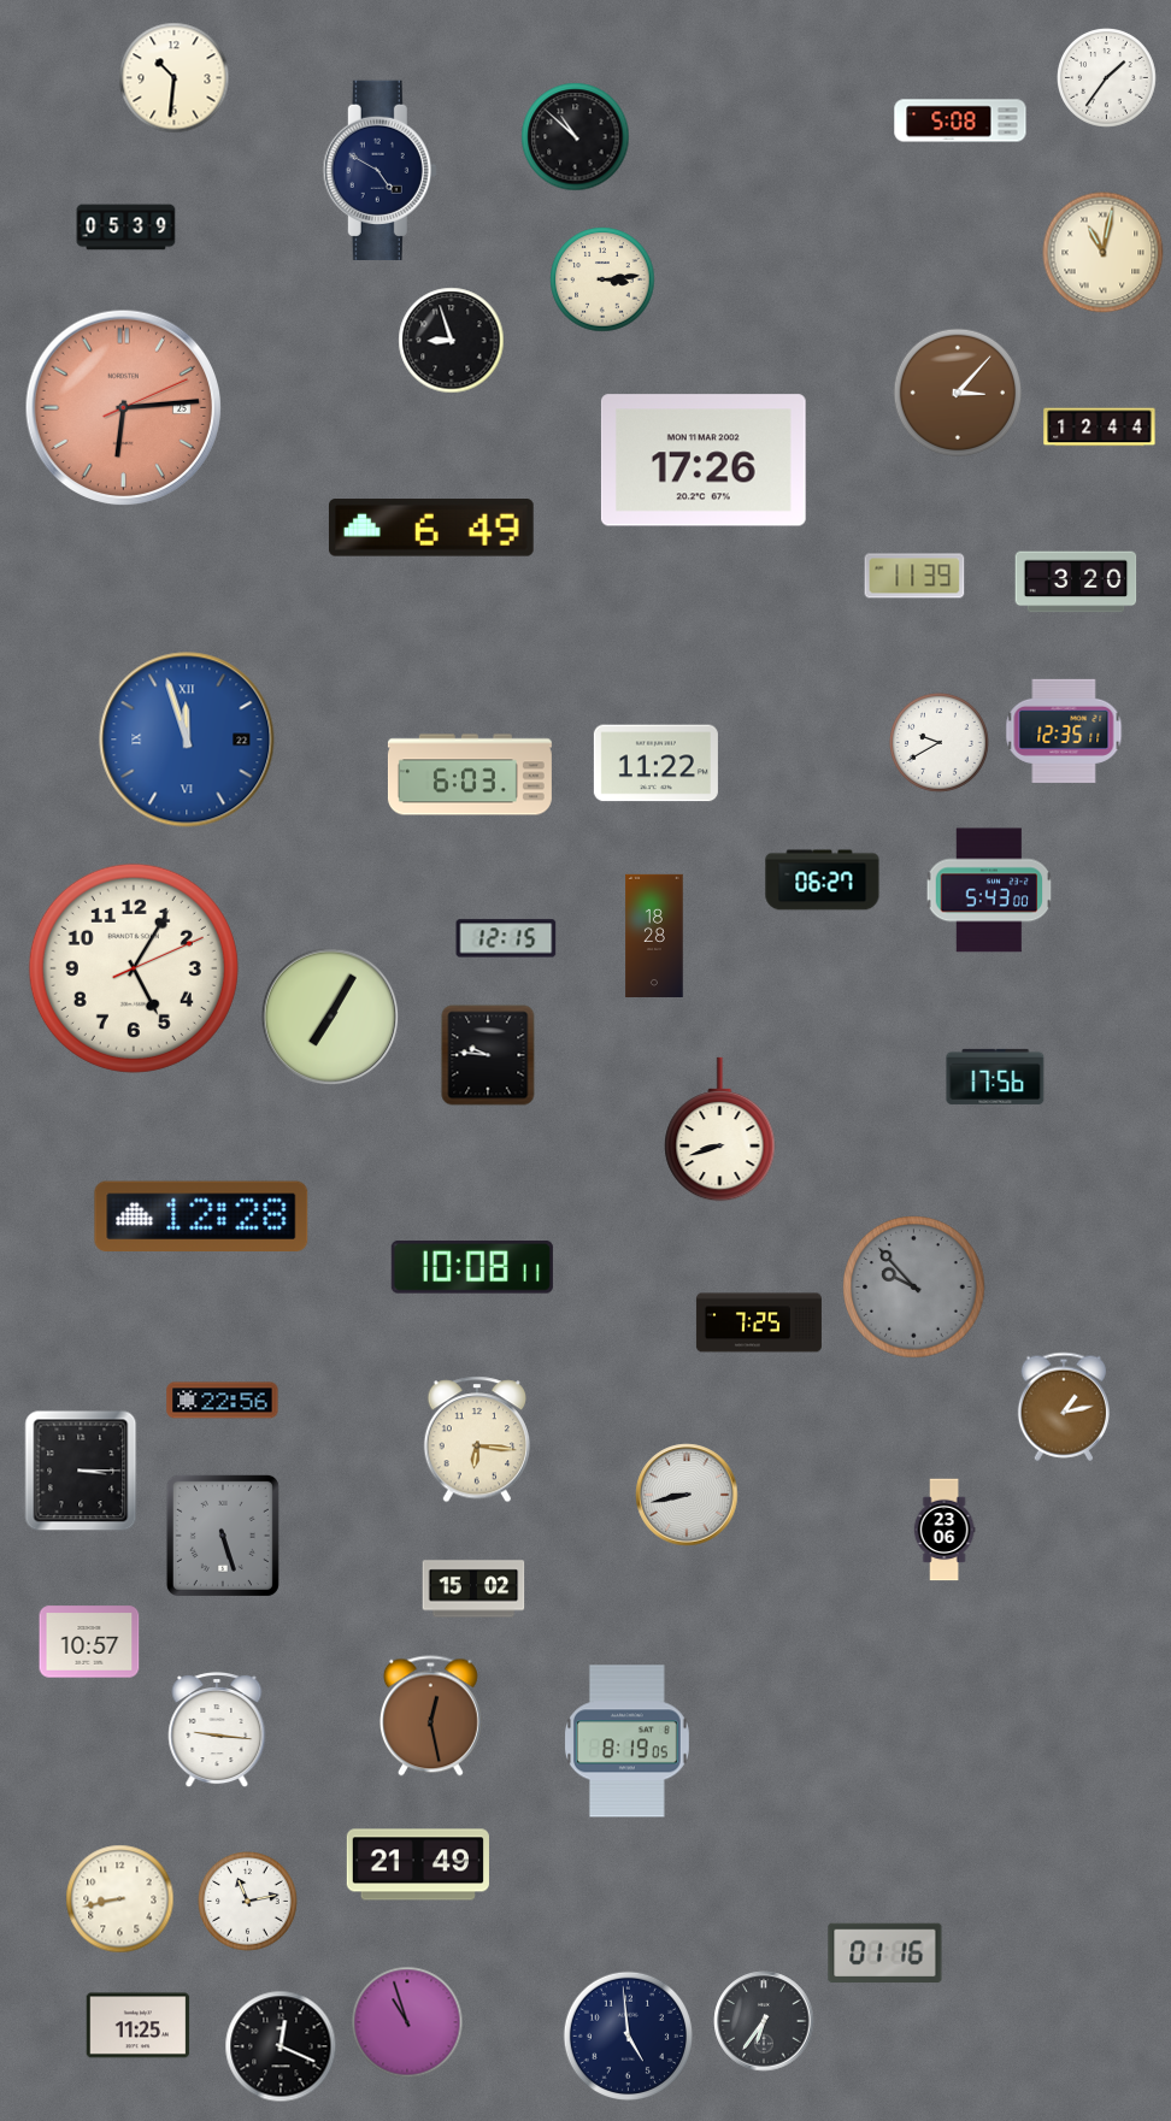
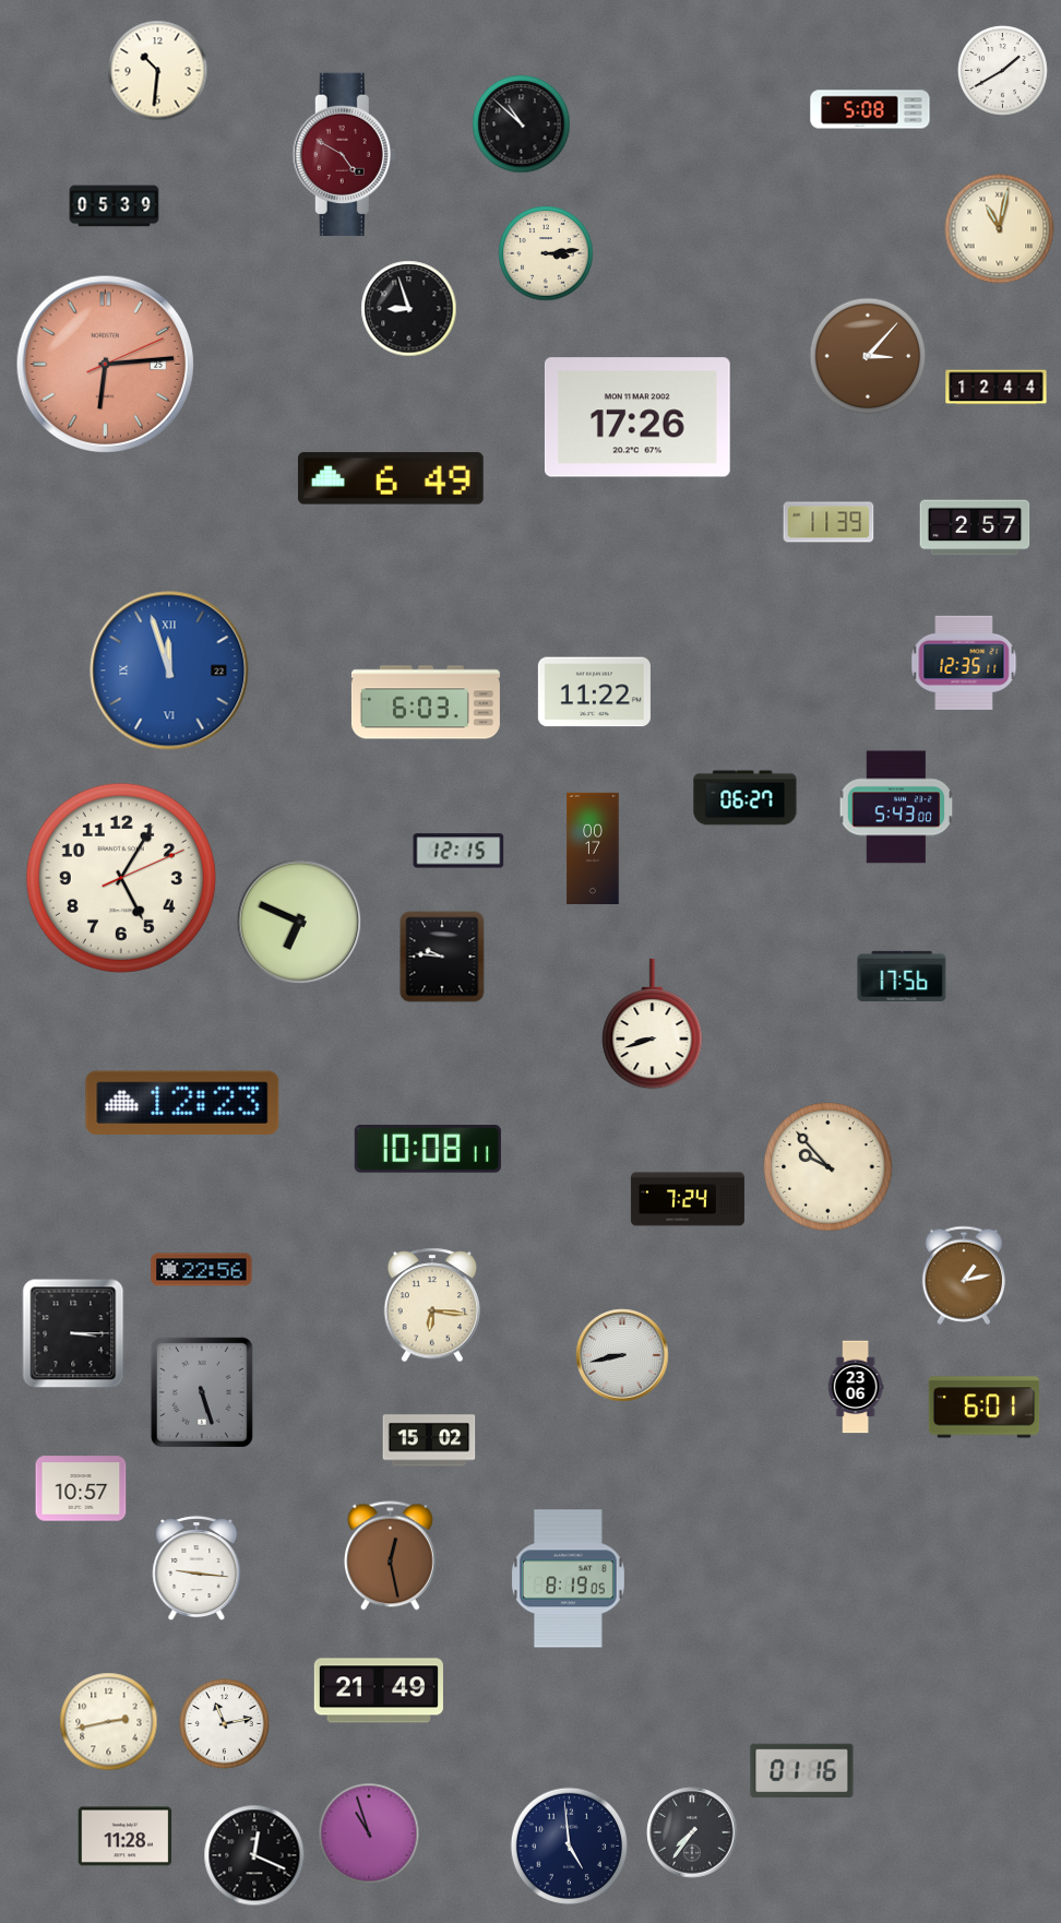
clock at (1107, 78): 1:36 -> 1:40
clock at (379, 170) dial: navy -> burgundy
clock at (124, 408) position: (124, 408) -> (106, 365)
clock at (1076, 582): 3:20 -> 2:57
clock at (940, 743): 9:40 -> none
clock at (654, 935): 18:28 -> 00:17
clock at (330, 1017): 7:05 -> 6:49
clock at (201, 1216): 12:28 -> 12:23
clock at (914, 1288) dial: grey -> cream
clock at (759, 1322): 7:25 -> 7:24
clock at (985, 1408): none -> 6:01
clock at (120, 1899): 8:43 -> 2:43
clock at (764, 2021): 6:36 -> 7:36
clock at (139, 2026): 11:25 -> 11:28
